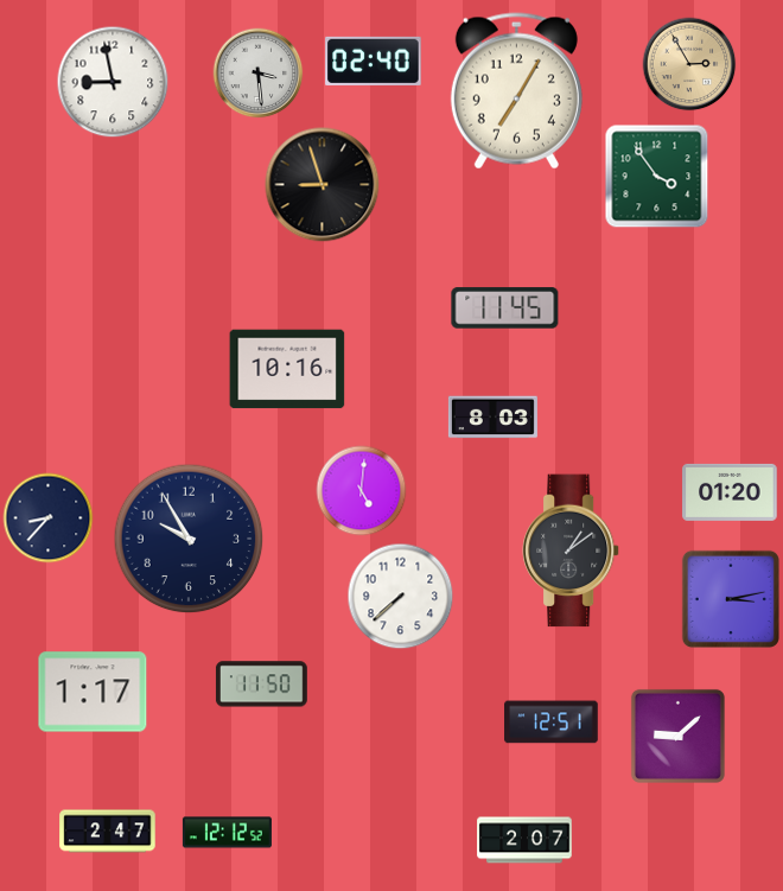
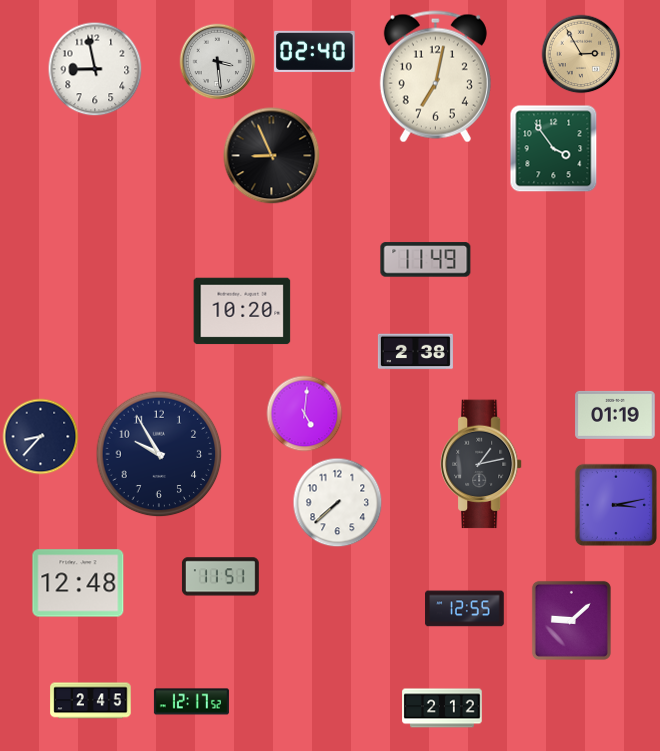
clock at (516, 91): 7:05 -> 7:02
clock at (323, 185): 8:57 -> 8:56
clock at (505, 308): 11:45 -> 11:49
clock at (287, 369): 10:16 -> 10:20
clock at (492, 418): 8:03 -> 2:38
clock at (730, 492): 01:20 -> 01:19
clock at (571, 550): 1:09 -> 1:13
clock at (261, 685): 11:50 -> 11:51
clock at (93, 692): 1:17 -> 12:48
clock at (552, 723): 12:51 -> 12:55
clock at (108, 832): 2:47 -> 2:45
clock at (227, 833): 12:12 -> 12:17
clock at (524, 840): 2:07 -> 2:12
